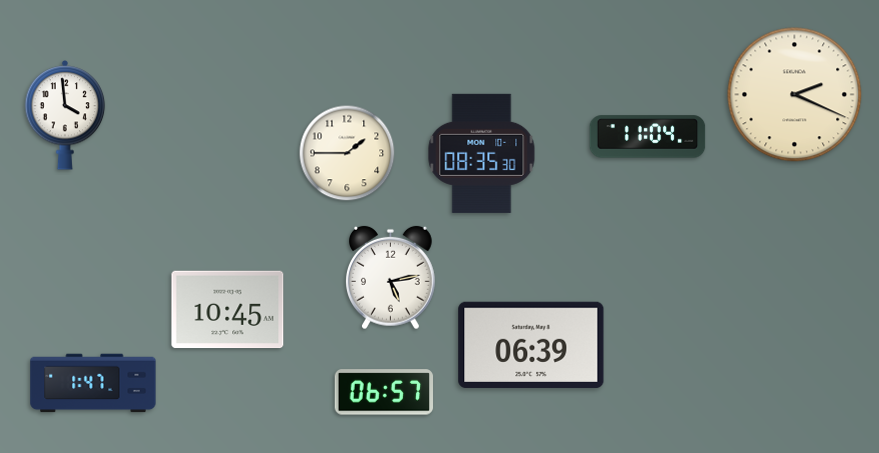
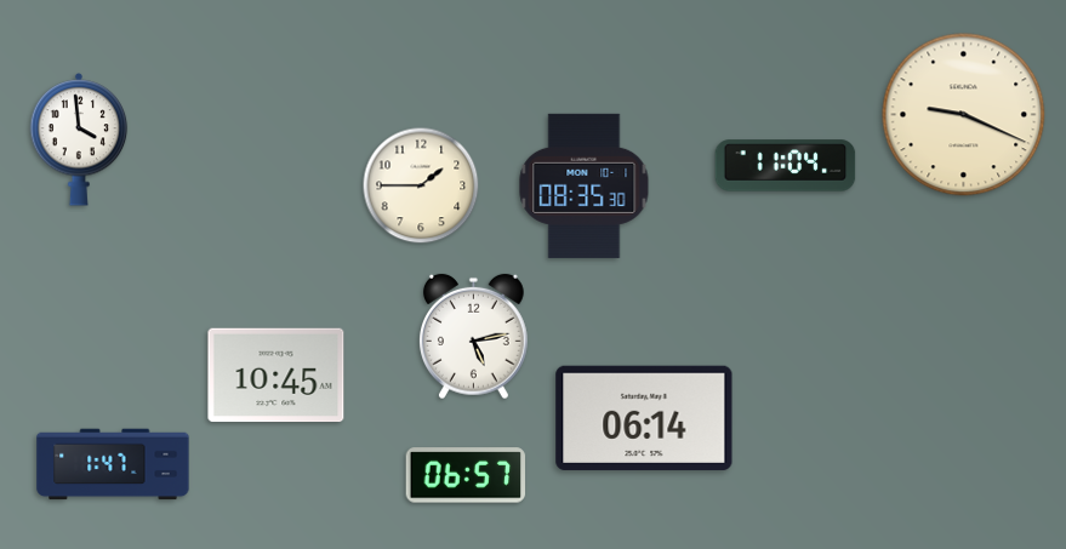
clock at (795, 95): 2:19 -> 9:19
clock at (531, 345): 06:39 -> 06:14
